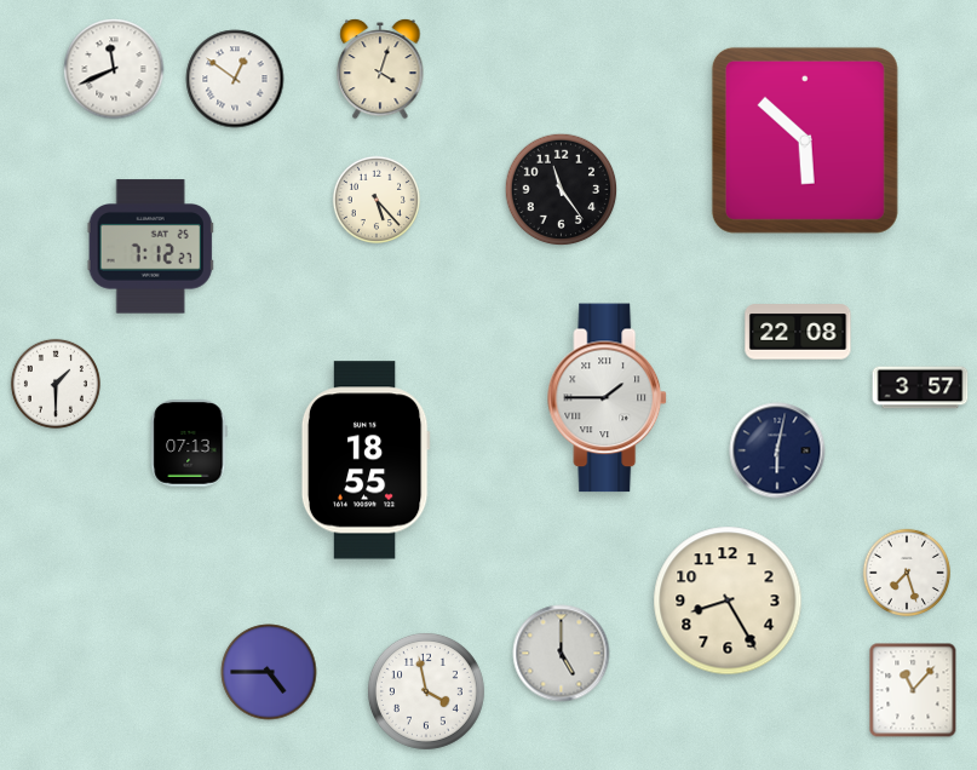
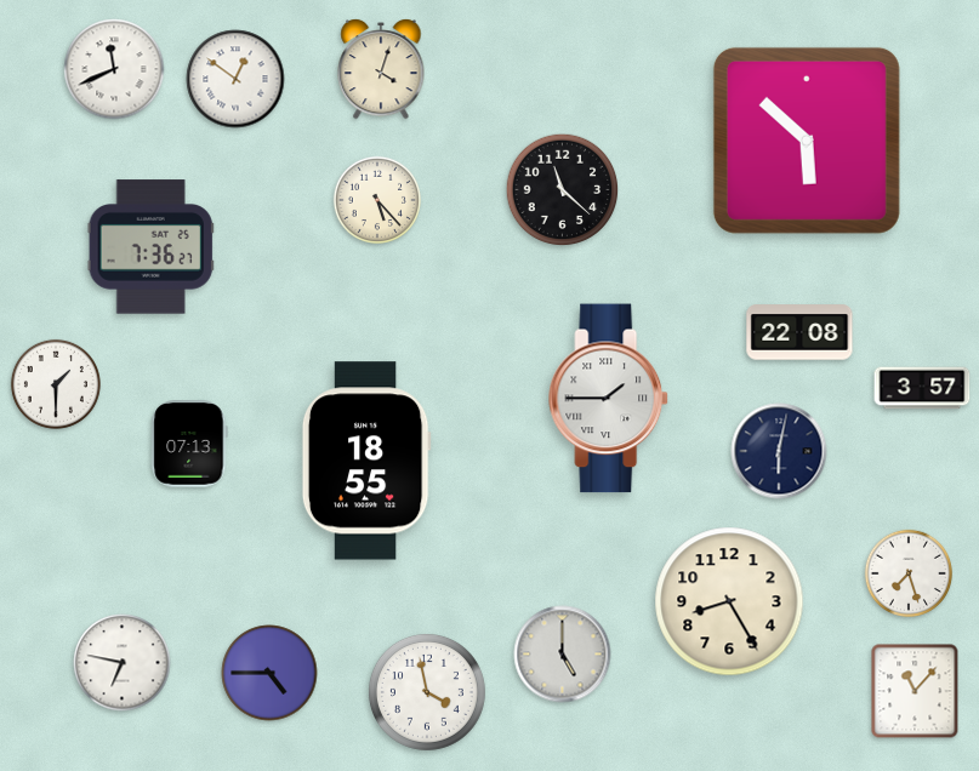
clock at (562, 190): 11:24 -> 11:22
clock at (150, 247): 7:12 -> 7:36
clock at (123, 663): none -> 6:47
